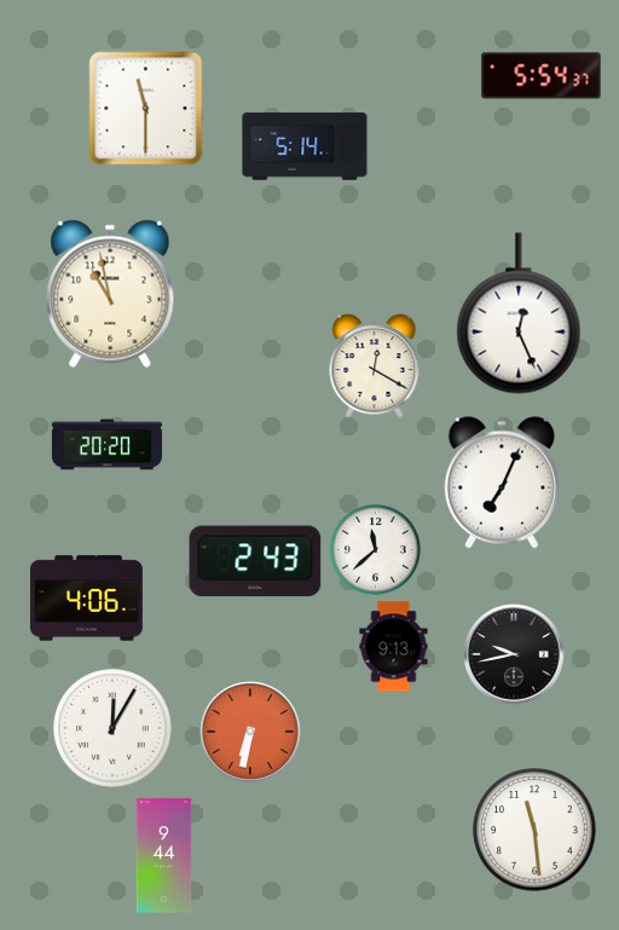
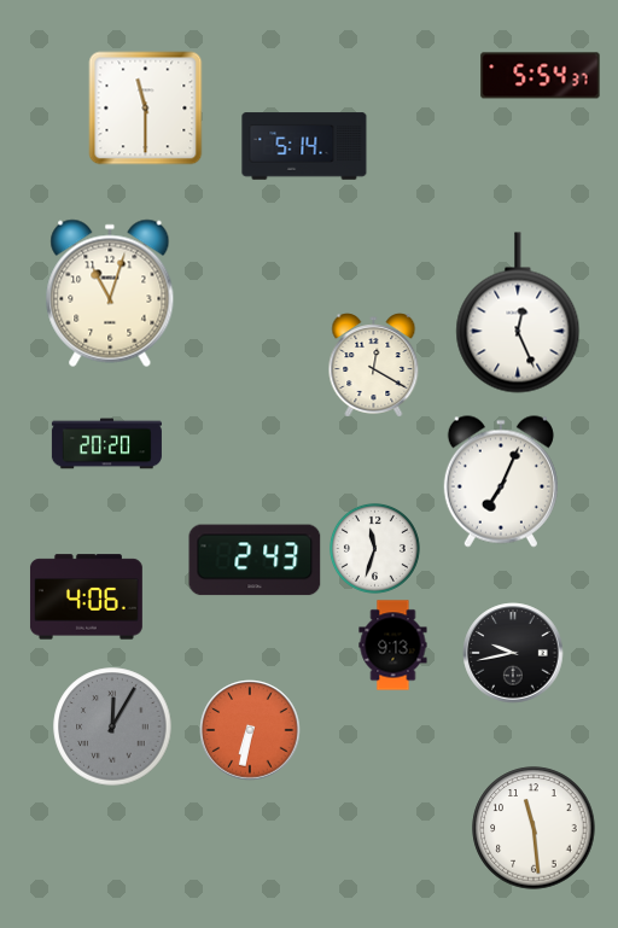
clock at (110, 294): 10:58 -> 11:03
clock at (375, 549): 11:38 -> 11:33
clock at (112, 728) dial: white -> grey
clock at (164, 856): 9:44 -> none
